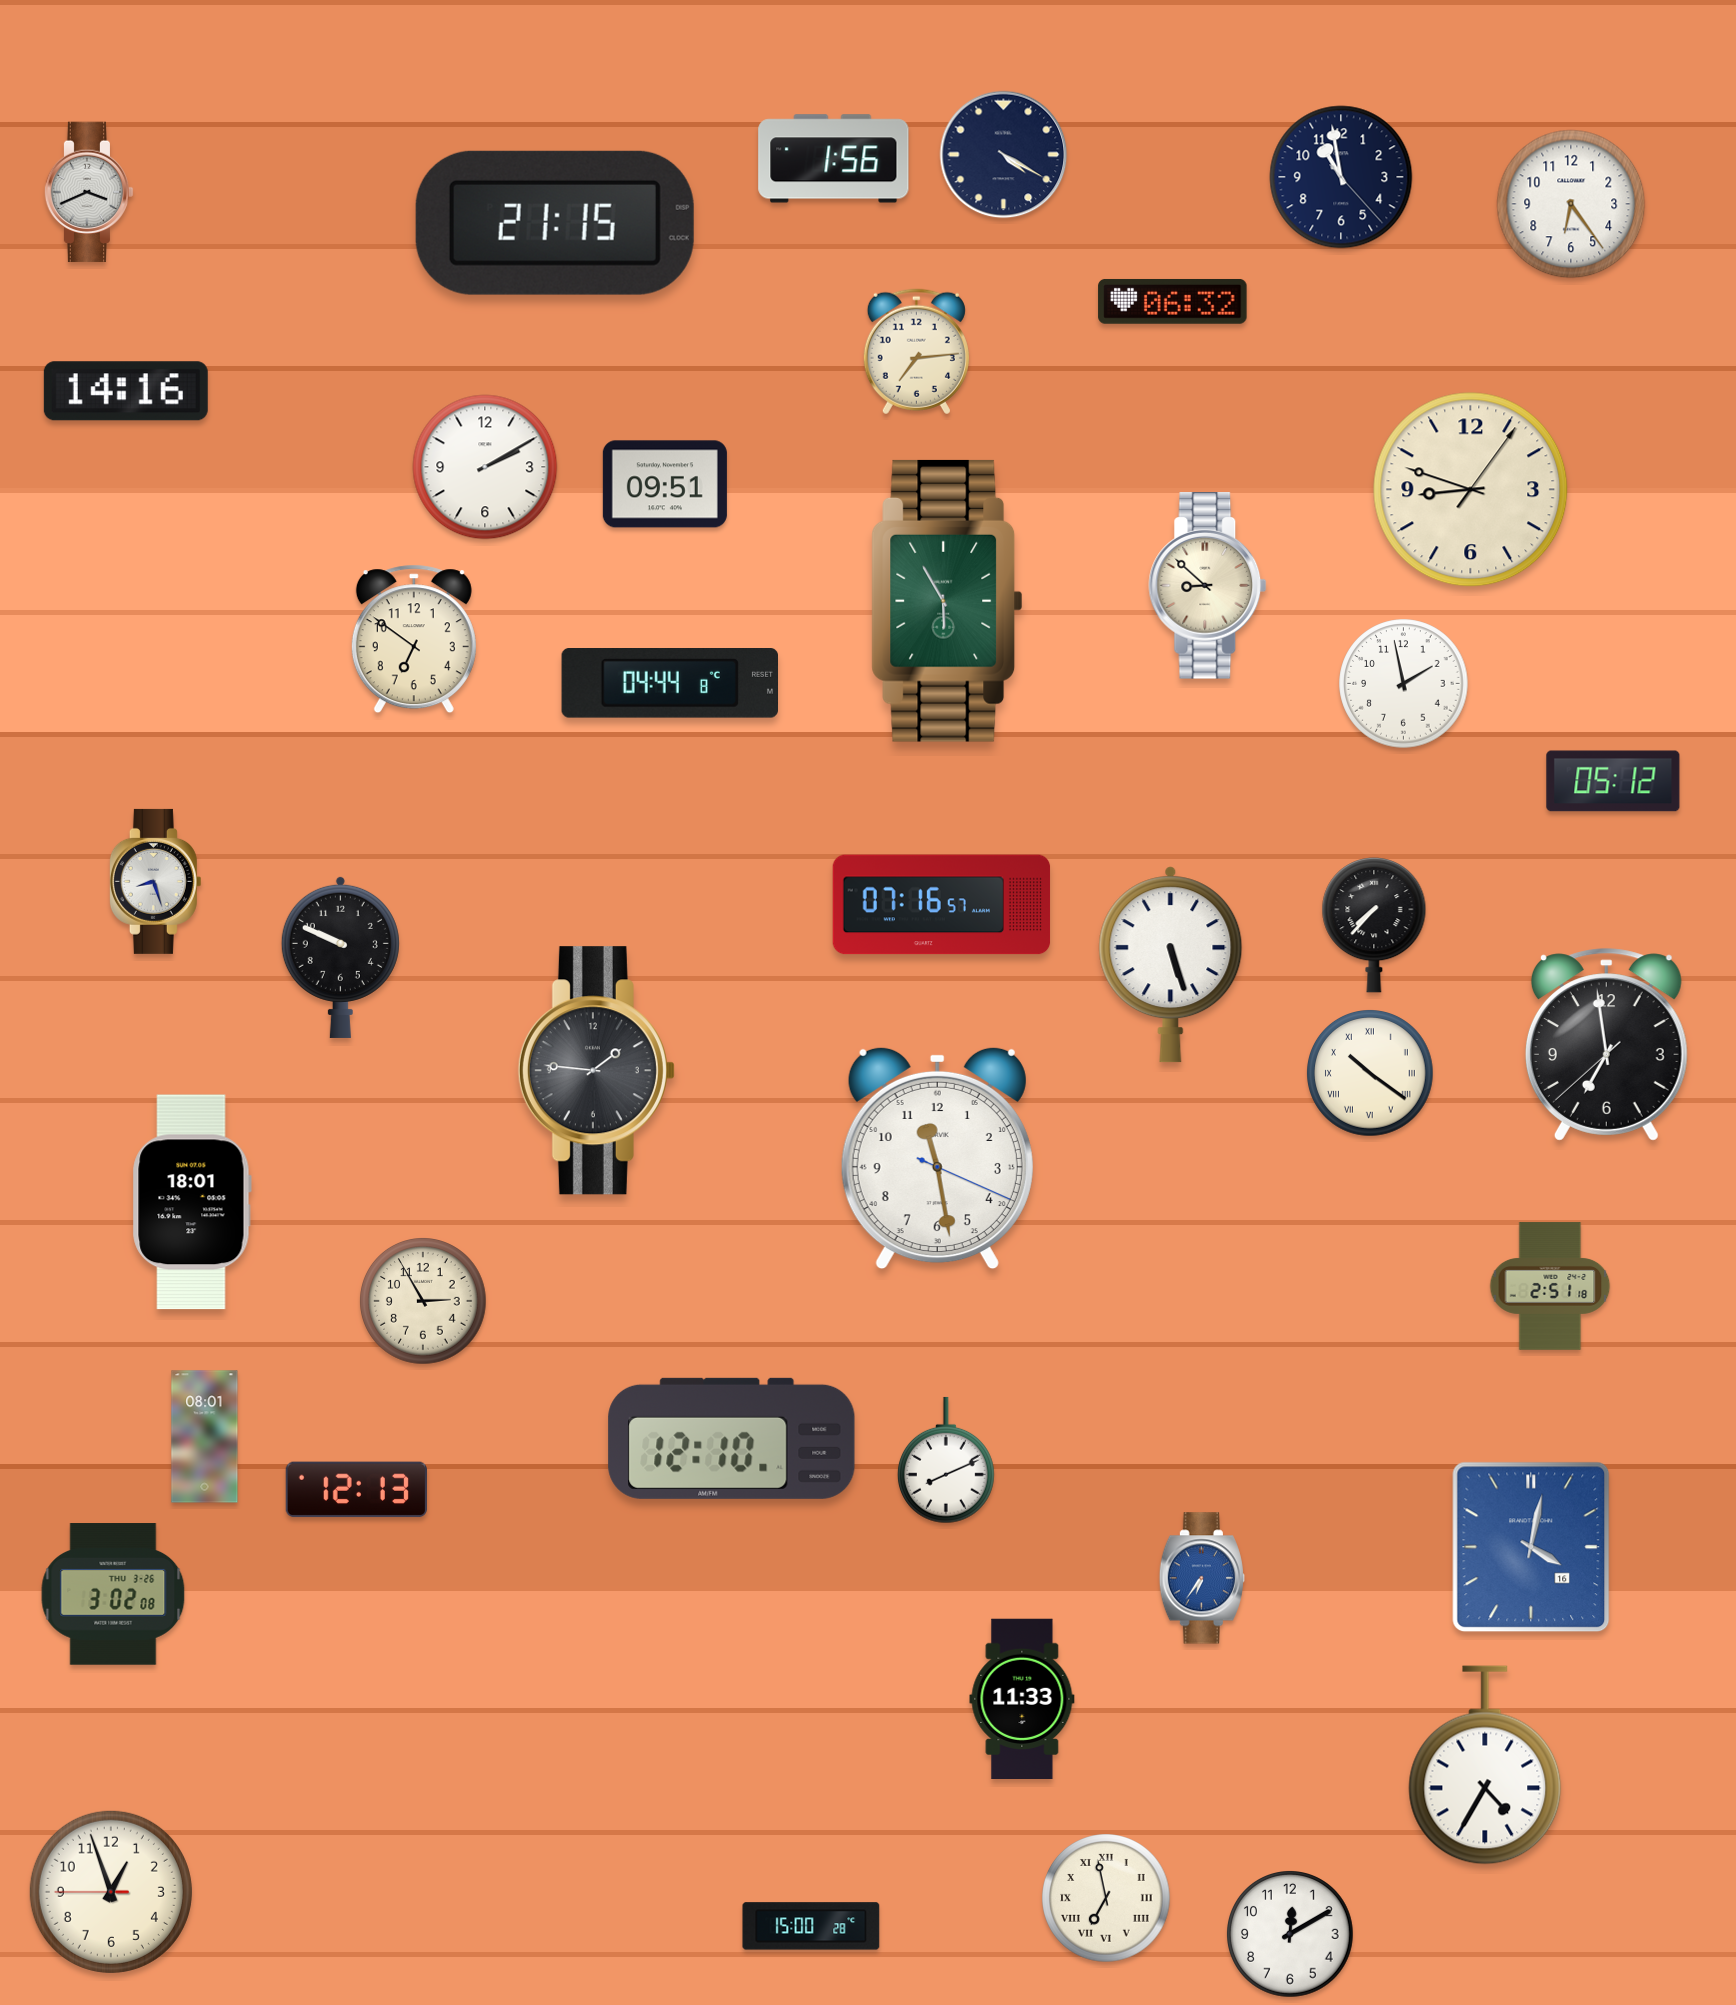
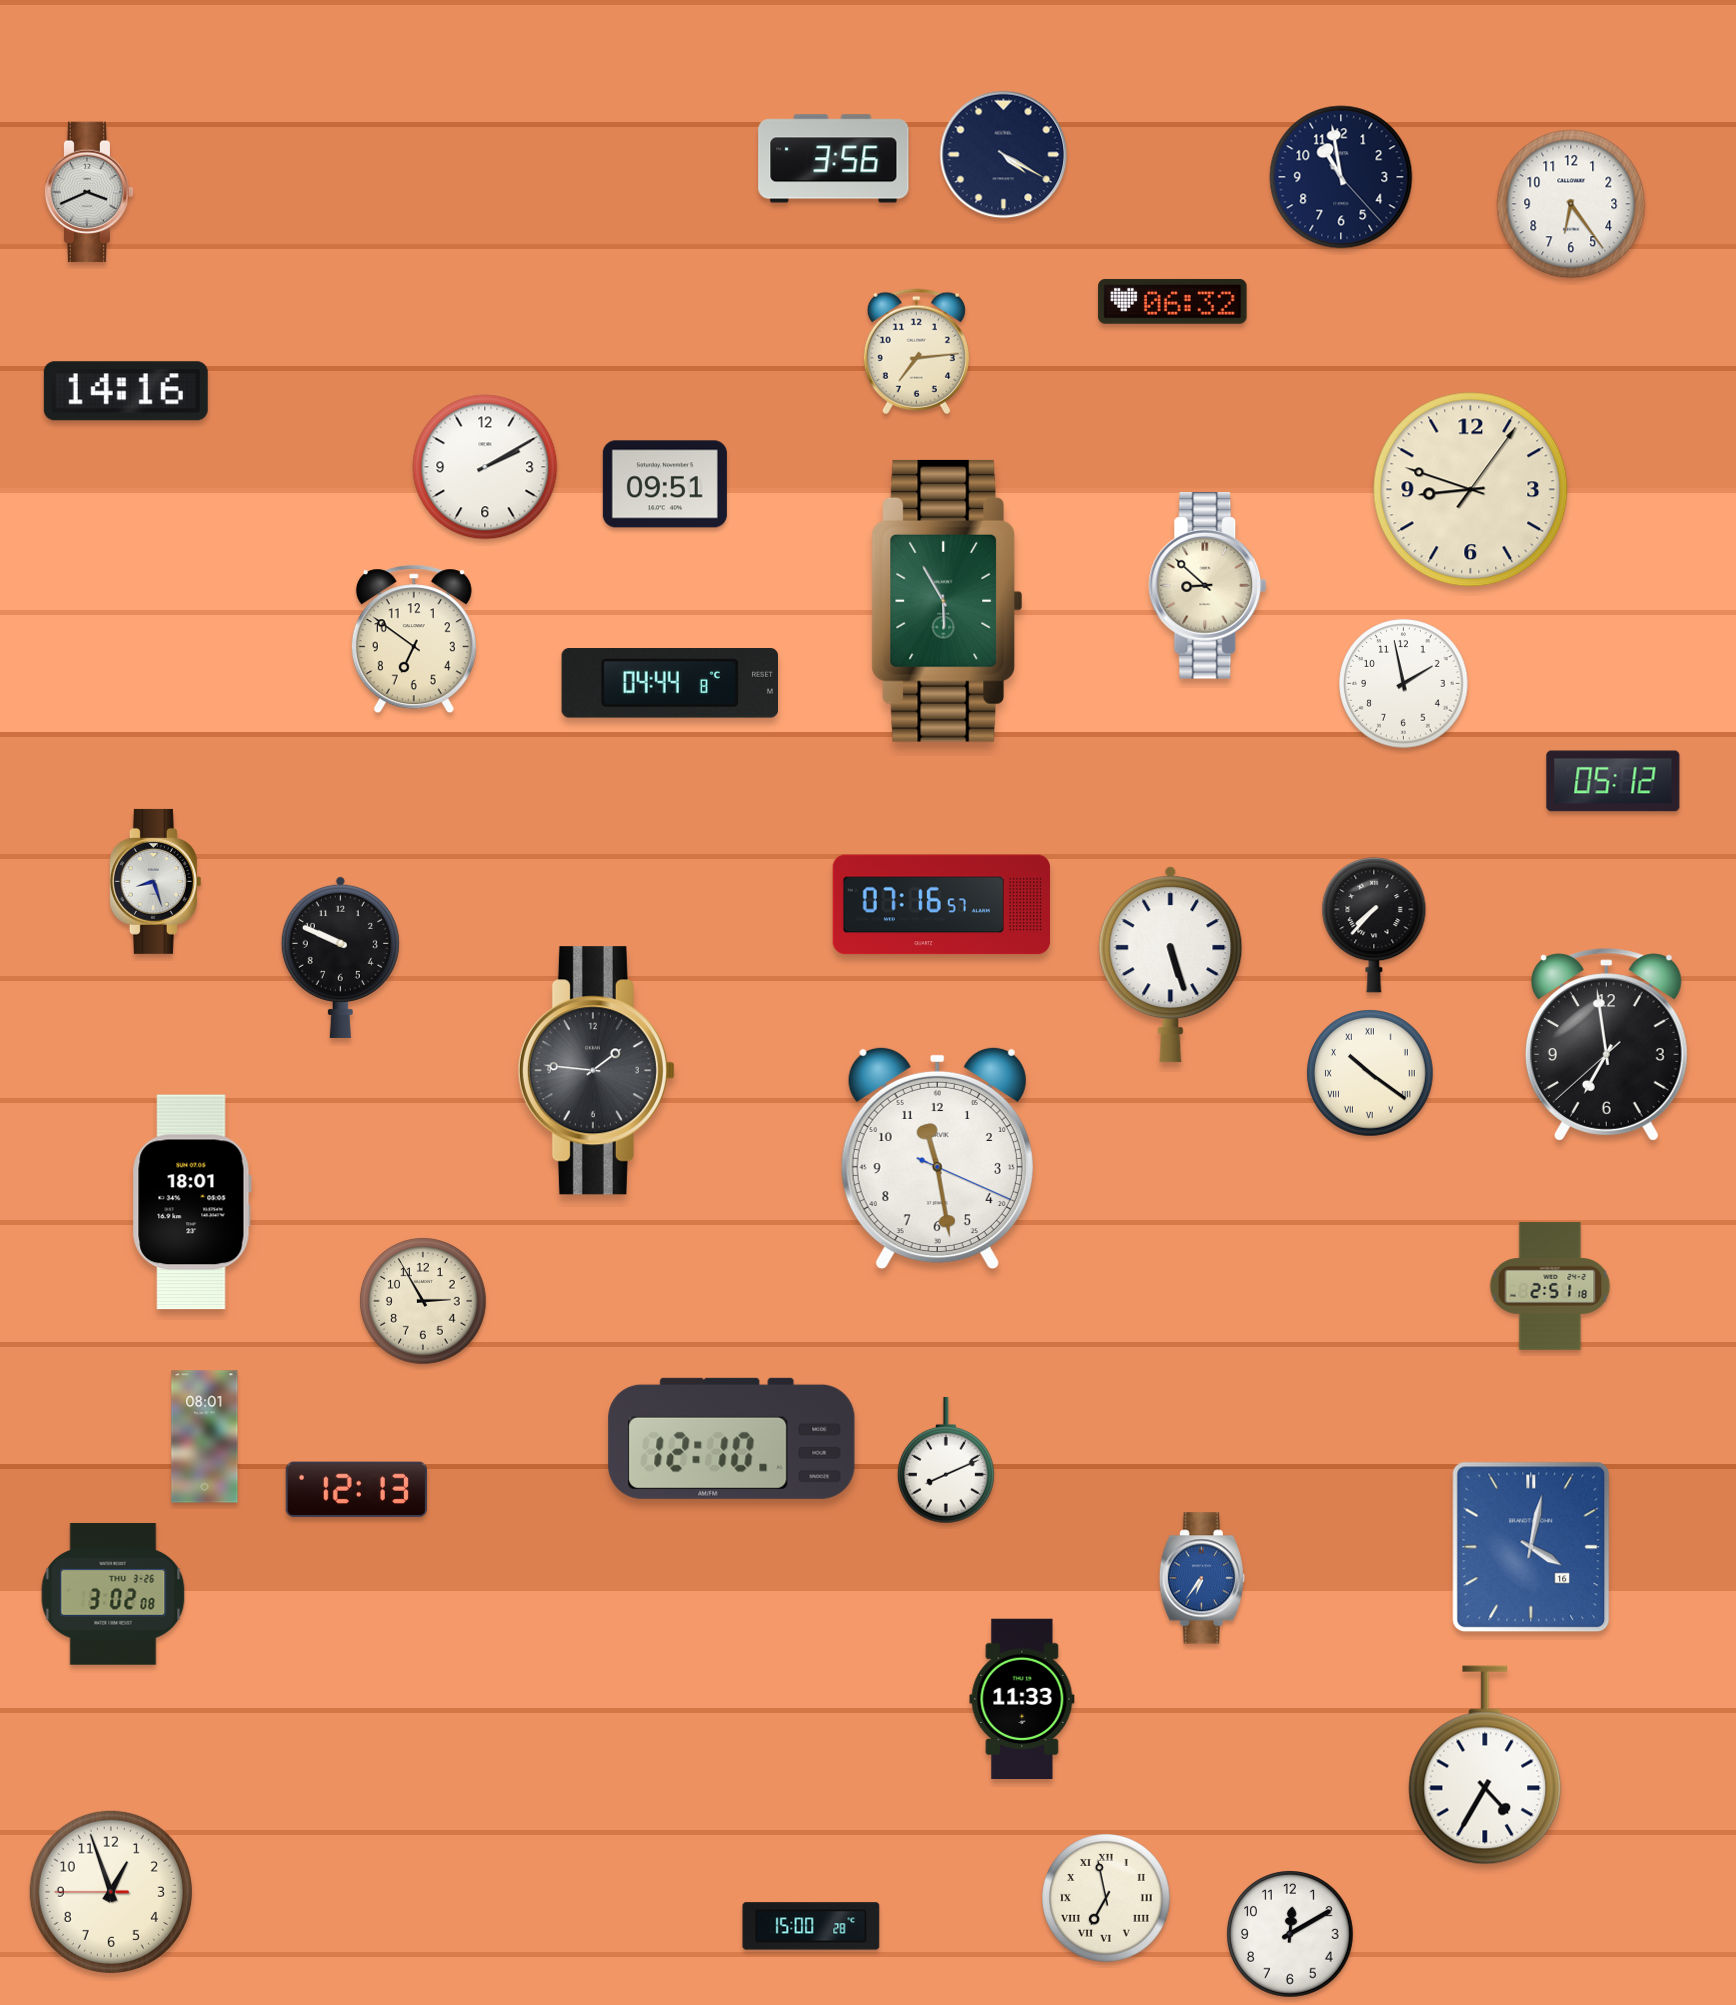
clock at (834, 159): 1:56 -> 3:56
clock at (555, 223): 21:15 -> none
